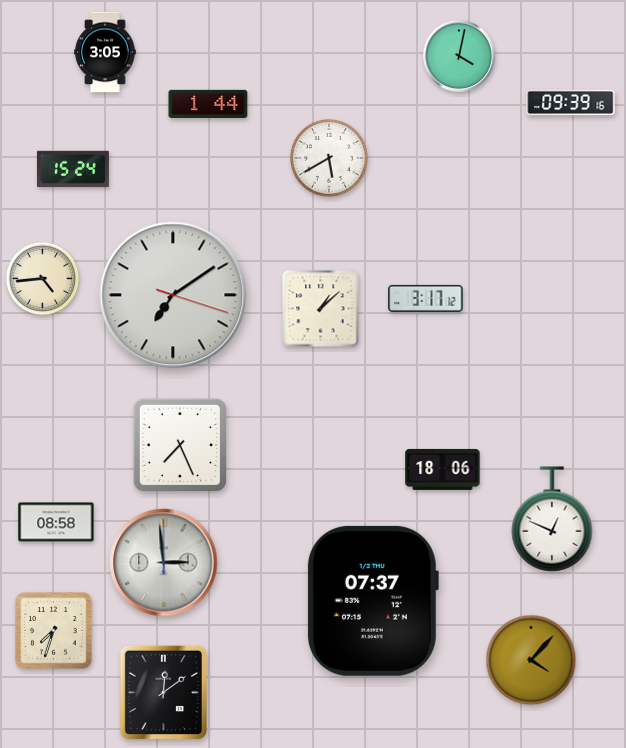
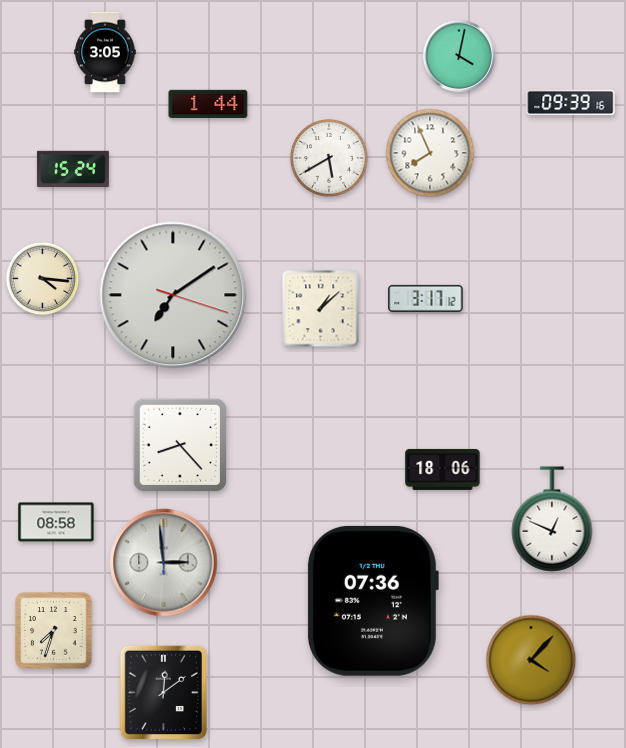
clock at (430, 153): none -> 7:56
clock at (43, 279): 4:44 -> 4:16
clock at (179, 444): 7:26 -> 8:23
clock at (372, 601): 07:37 -> 07:36
